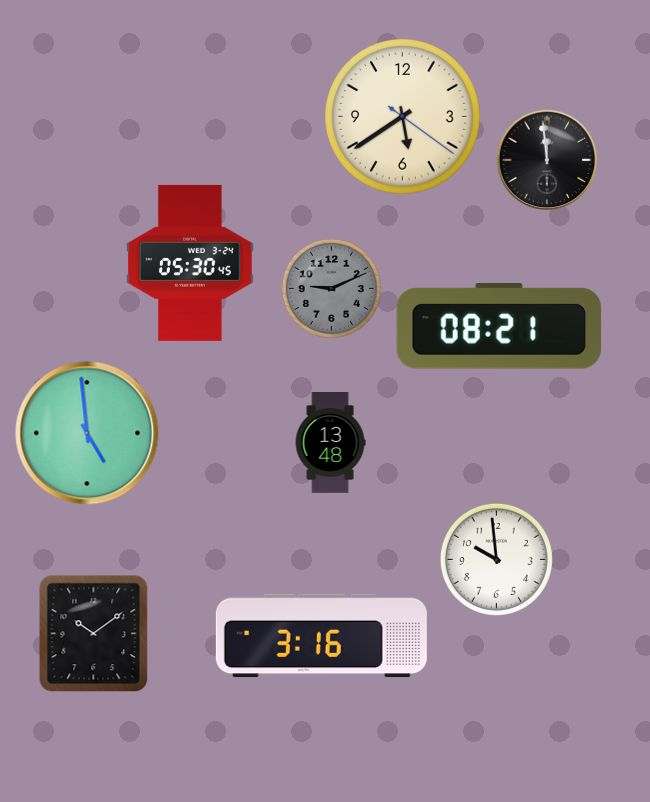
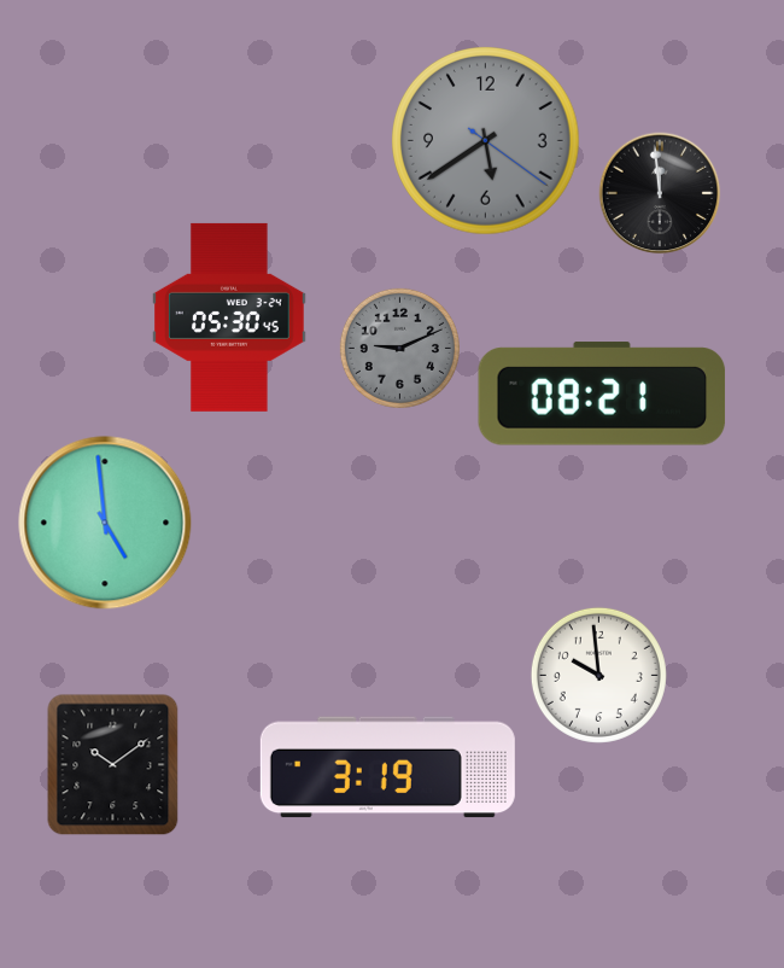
clock at (403, 117) dial: cream -> grey
clock at (330, 443): 13:48 -> none
clock at (321, 636): 3:16 -> 3:19
